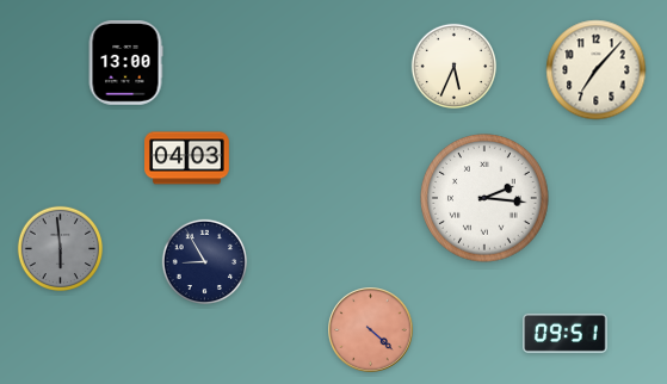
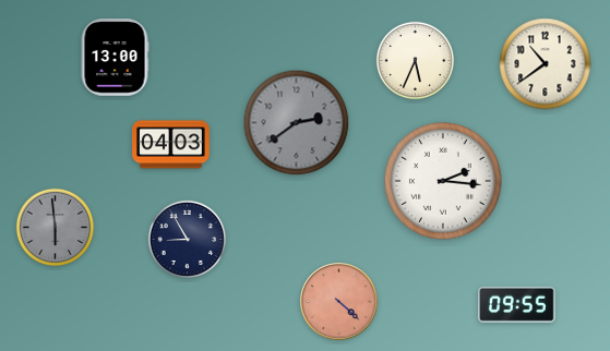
clock at (597, 70): 7:07 -> 10:39
clock at (297, 123): none -> 2:39
clock at (566, 333): 09:51 -> 09:55
